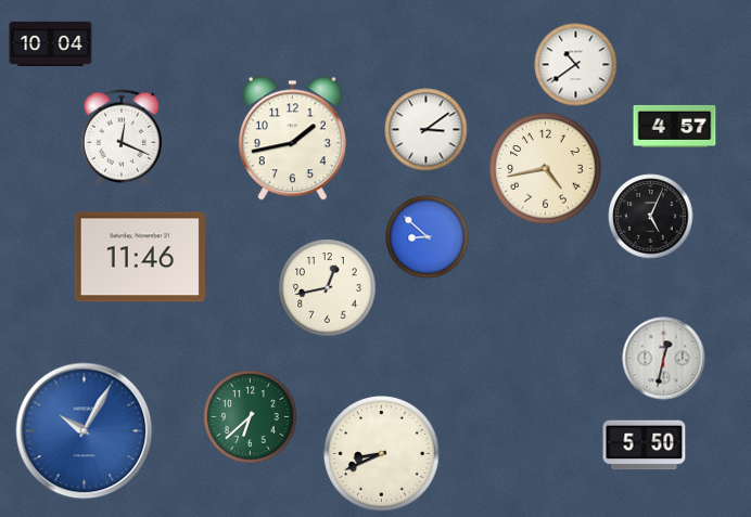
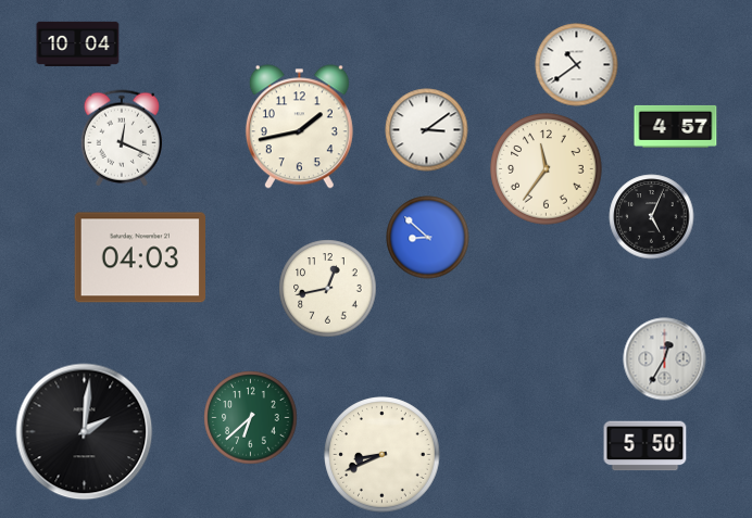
clock at (51, 43) position: (51, 43) -> (78, 43)
clock at (292, 139) position: (292, 139) -> (299, 127)
clock at (546, 169): 4:43 -> 11:36
clock at (140, 257): 11:46 -> 04:03
clock at (664, 359): 12:32 -> 12:35
clock at (85, 431): 10:05 -> 2:01
clock at (85, 431) dial: blue -> black
